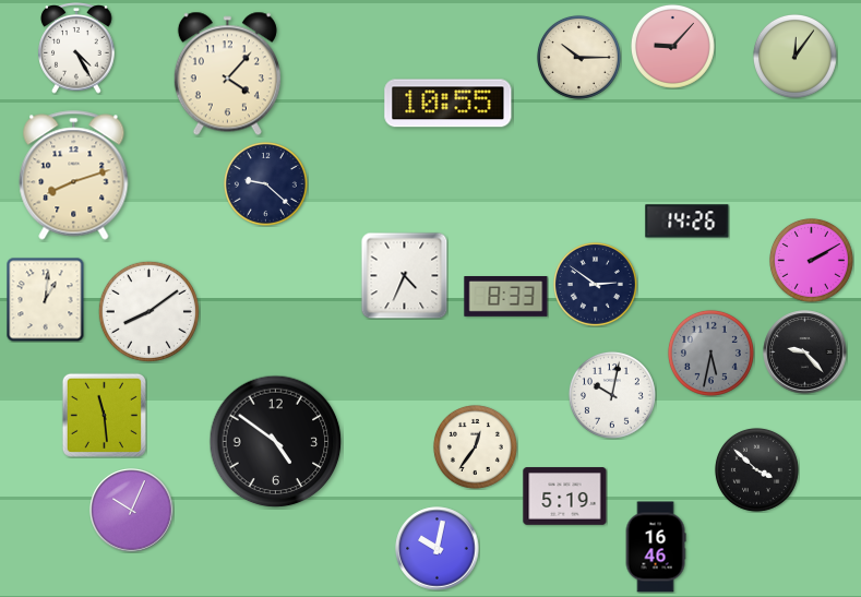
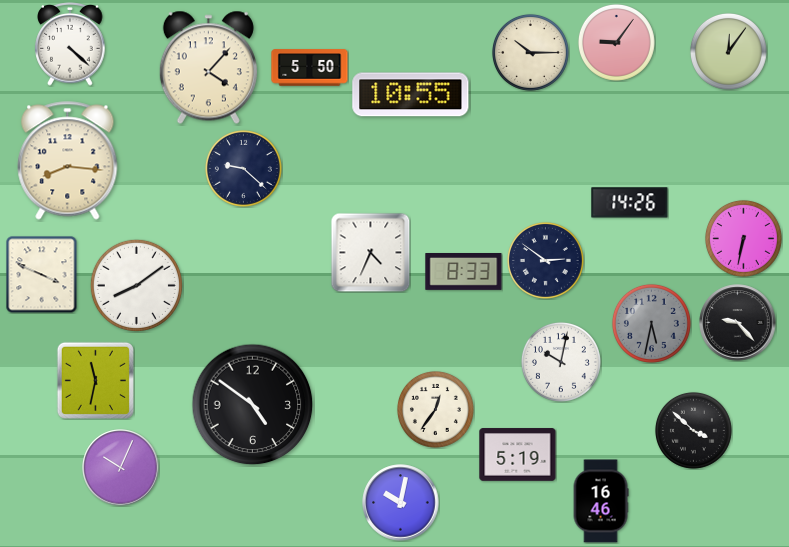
clock at (672, 46): 9:07 -> 9:06
clock at (76, 48): 4:25 -> 4:22
clock at (310, 68): none -> 5:50
clock at (74, 176): 8:12 -> 8:16
clock at (811, 260): 2:10 -> 6:32
clock at (46, 299): 1:01 -> 3:49
clock at (104, 415): 11:29 -> 11:32
